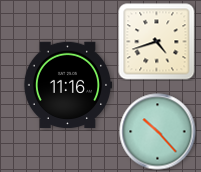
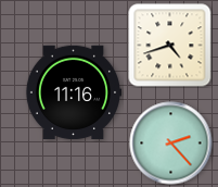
clock at (158, 132): 10:23 -> 2:23
